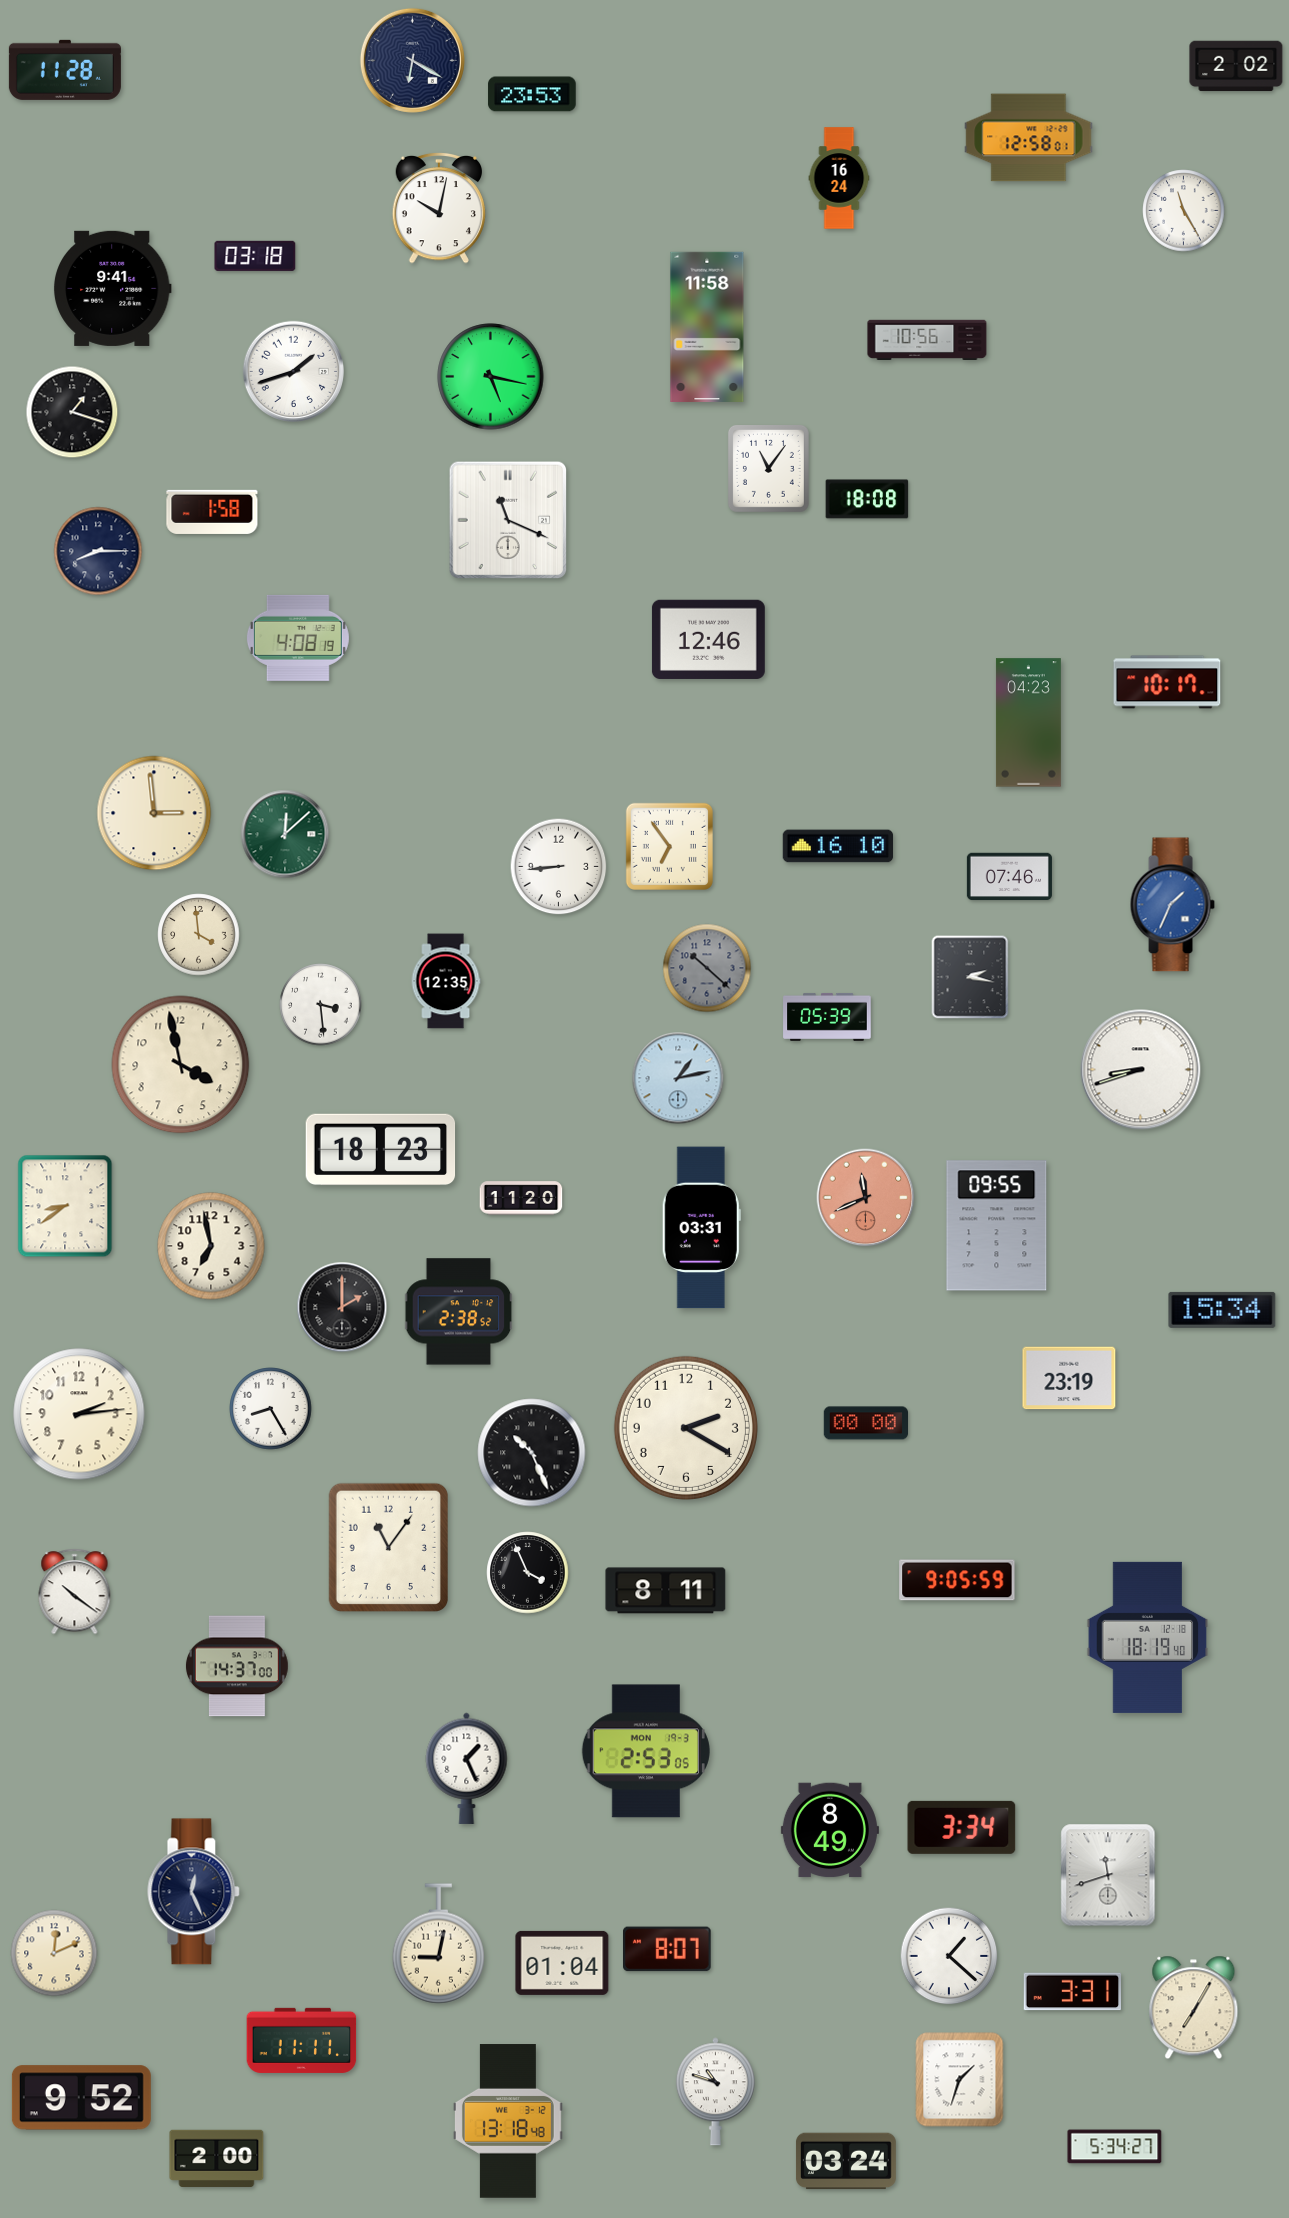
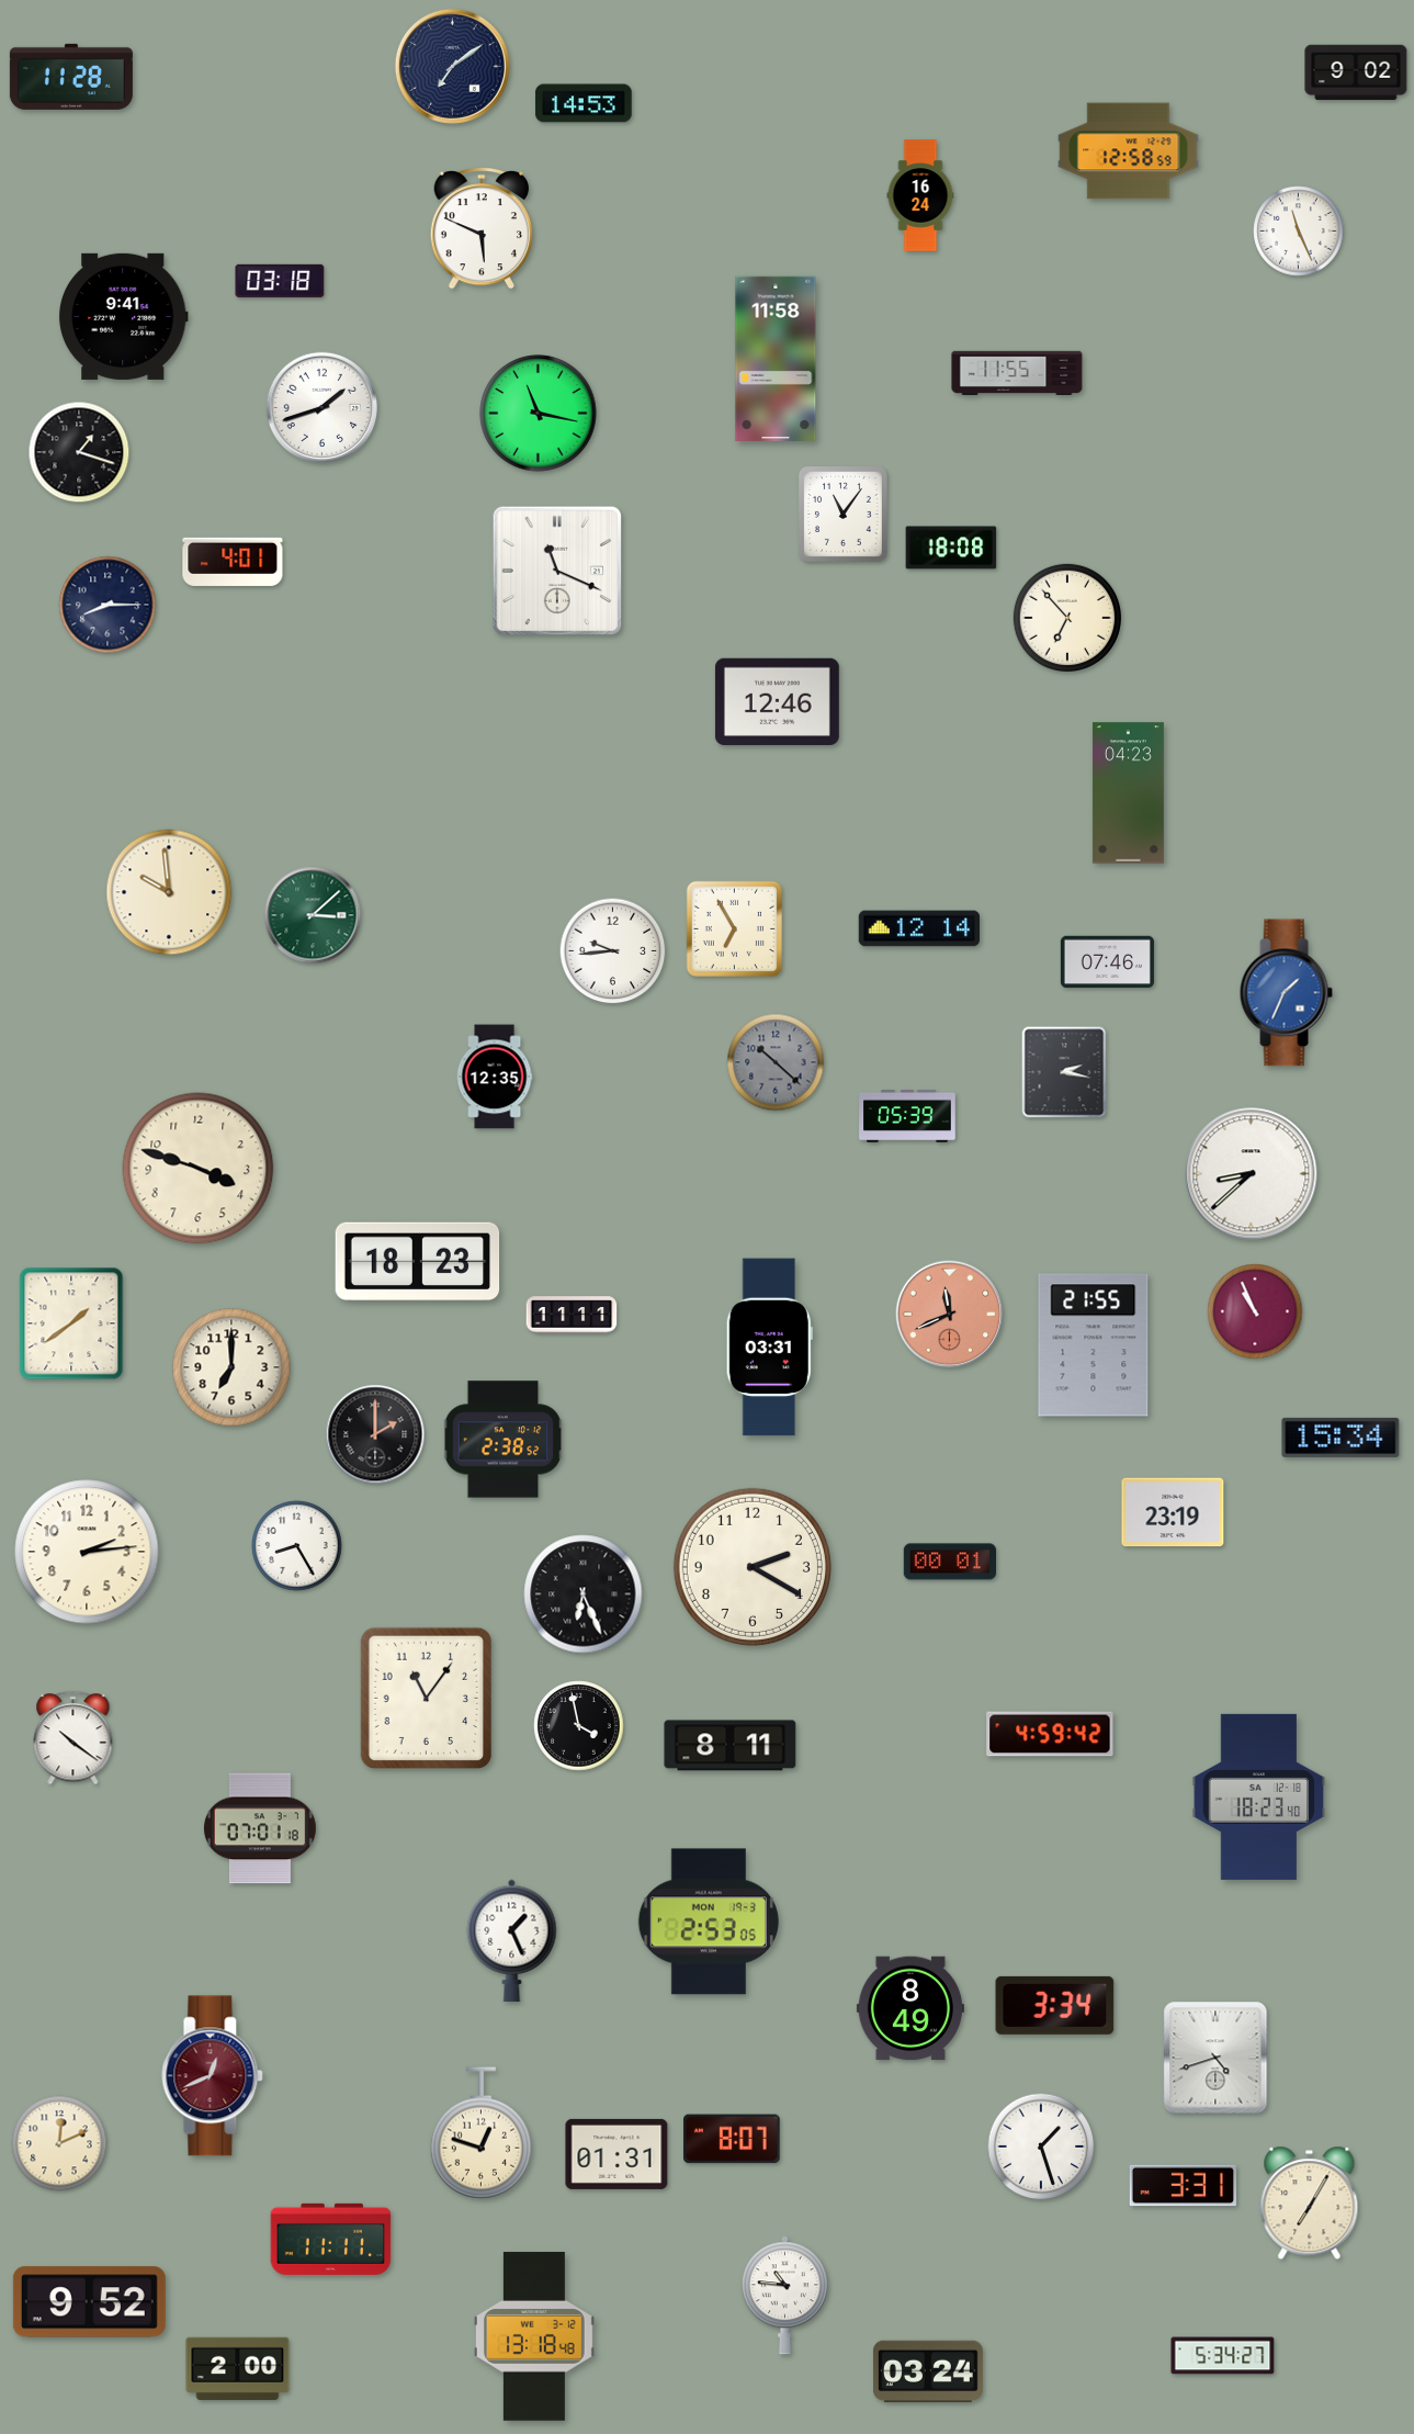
clock at (412, 60): 6:20 -> 7:09
clock at (1236, 66): 2:02 -> 9:02
clock at (532, 94): 23:53 -> 14:53
clock at (1029, 138): 12:58:01 -> 12:58:59
clock at (438, 208): 10:02 -> 5:49
clock at (1184, 211): 11:25 -> 11:26
clock at (927, 339): 10:56 -> 11:55
clock at (491, 377): 5:17 -> 11:17
clock at (212, 512): 1:58 -> 4:01
clock at (1066, 617): none -> 6:53
clock at (298, 638): 4:08 -> none
clock at (1167, 682): 10:17 -> none
clock at (154, 813): 2:59 -> 9:59
clock at (285, 834): 12:08 -> 3:08
clock at (669, 846): 6:54 -> 6:55
clock at (838, 846): 16:10 -> 12:14
clock at (559, 867): 8:44 -> 9:44
clock at (199, 935): 3:59 -> none
clock at (446, 981) position: (446, 981) -> (495, 1077)
clock at (321, 1005): 3:29 -> none
clock at (181, 1065): 3:58 -> 3:48
clock at (1141, 1070): 8:42 -> 8:38
clock at (678, 1078): 1:13 -> none
clock at (1255, 1311): none -> 10:56
clock at (521, 1198): 11:20 -> 11:11
clock at (65, 1206): 8:39 -> 1:39
clock at (997, 1226): 09:55 -> 21:55
clock at (211, 1246): 6:58 -> 7:00
clock at (865, 1423): 00:00 -> 00:01
clock at (532, 1453): 10:26 -> 6:26
clock at (528, 1573): 3:56 -> 3:58
clock at (957, 1580): 9:05 -> 4:59
clock at (75, 1592) position: (75, 1592) -> (73, 1738)
clock at (1148, 1637): 18:19 -> 18:23
clock at (237, 1666): 14:37 -> 07:01
clock at (1108, 1875): 11:42 -> 4:42
clock at (194, 1892): 12:26 -> 12:41
clock at (194, 1892) dial: navy -> burgundy
clock at (438, 1944): 9:02 -> 12:48
clock at (949, 1956): 1:22 -> 1:27
clock at (562, 1963): 01:04 -> 01:31
clock at (1072, 1992) position: (1072, 1992) -> (1183, 2186)
clock at (960, 2080): 1:33 -> none
clock at (715, 2092): 10:48 -> 10:46
clock at (508, 2121) position: (508, 2121) -> (534, 2336)
